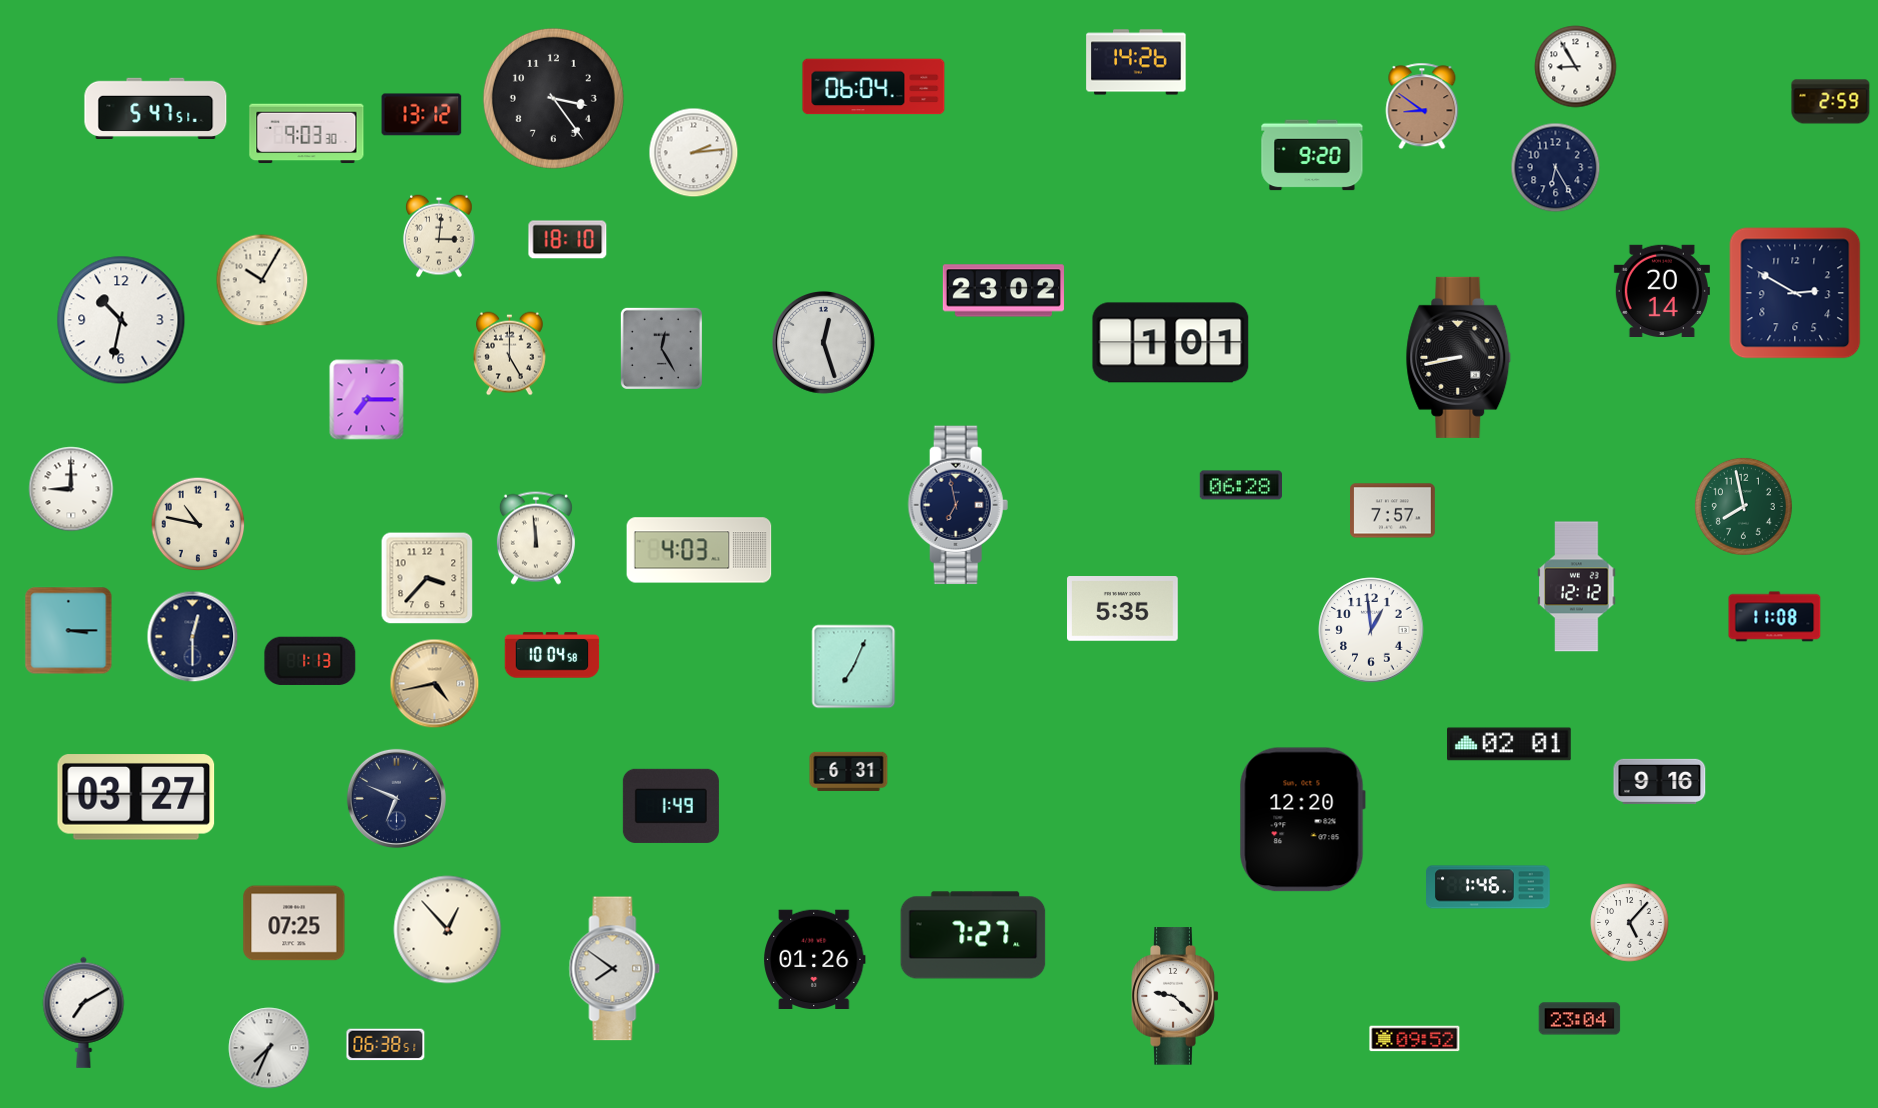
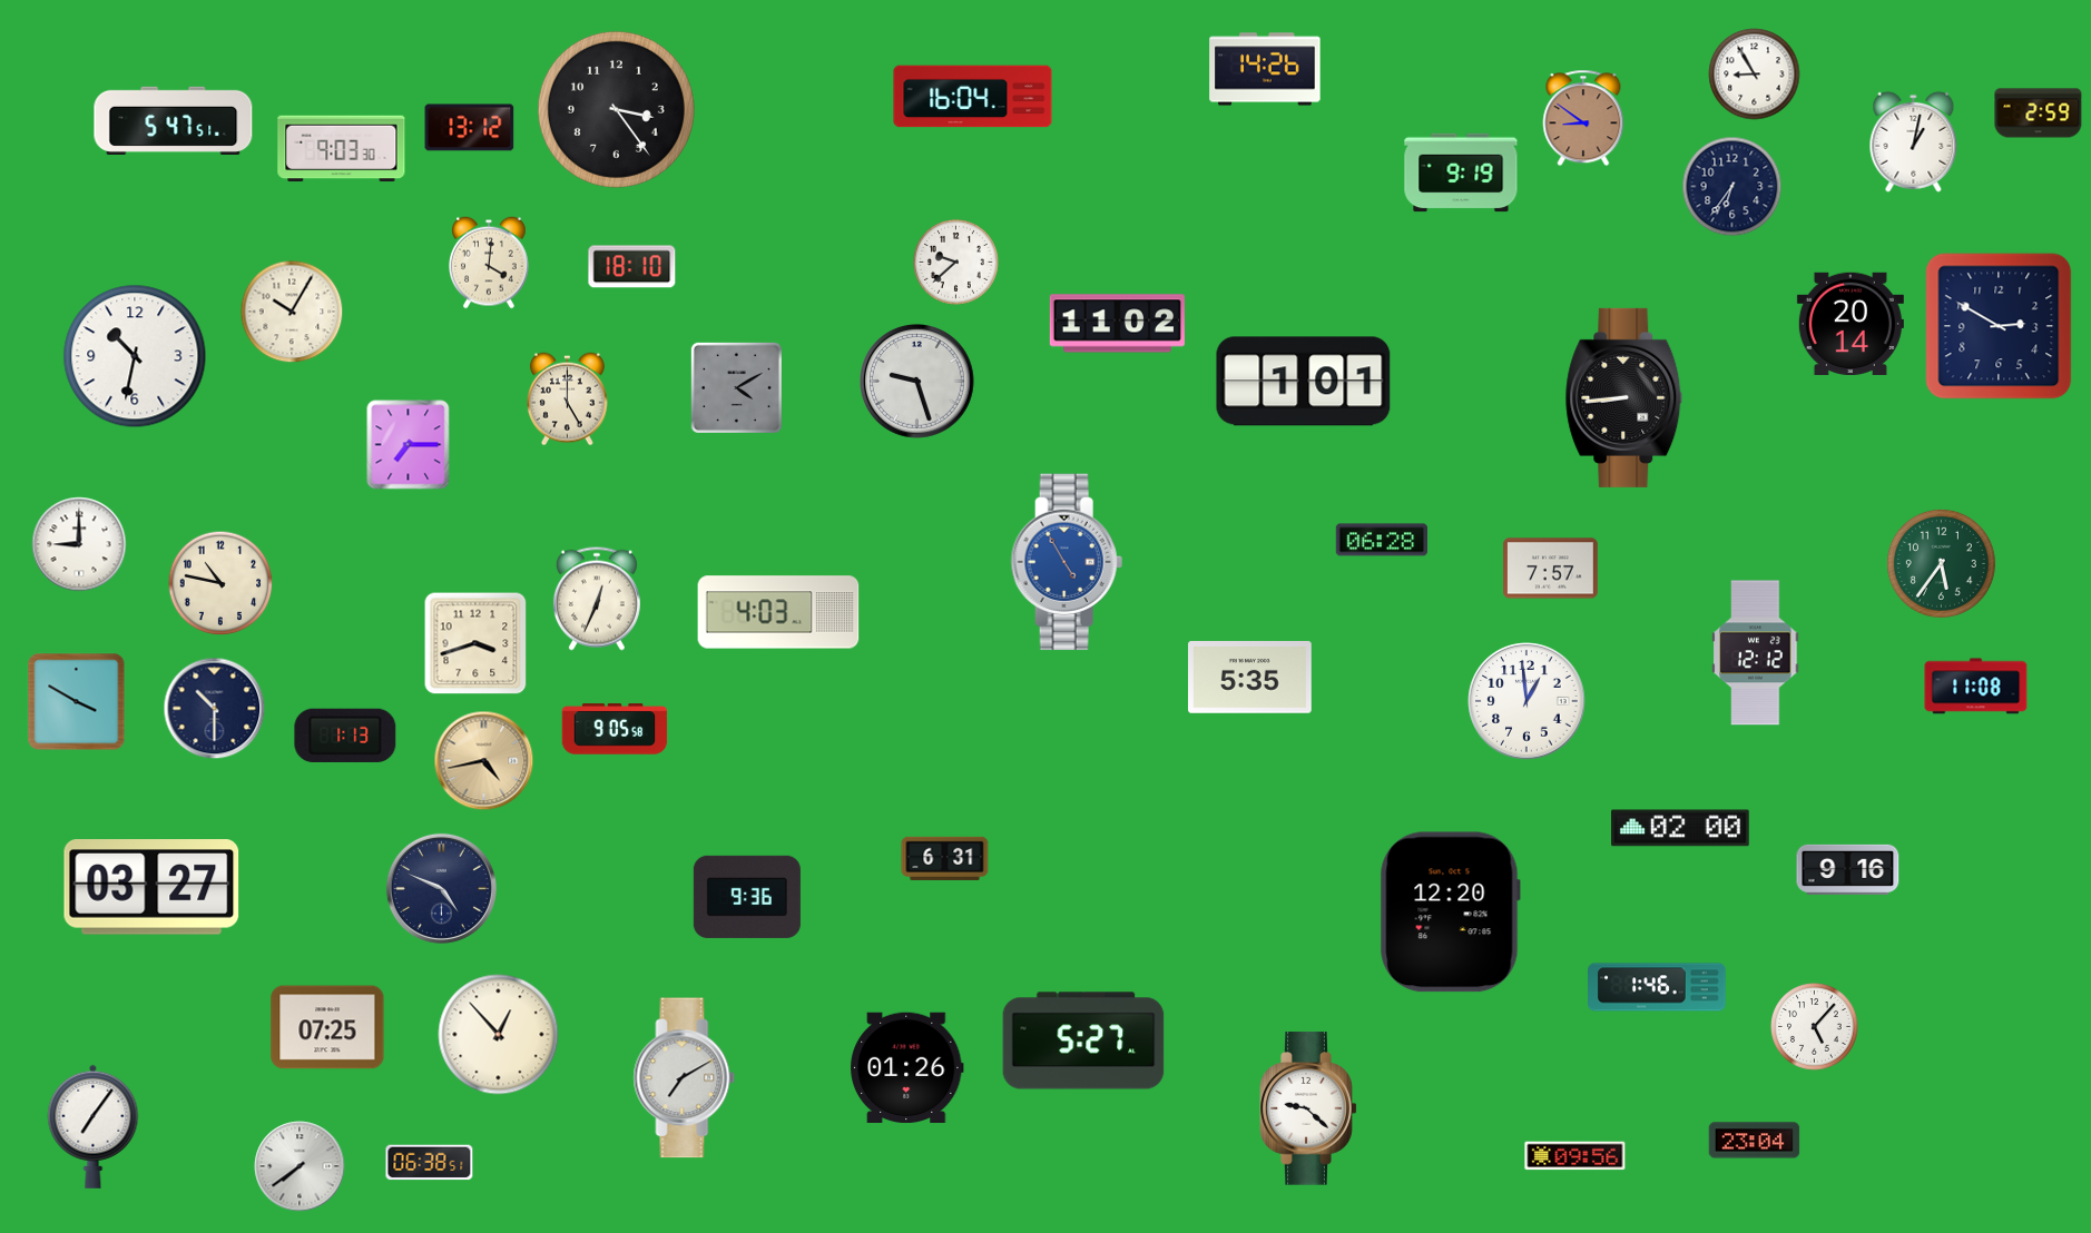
clock at (874, 87): 06:04 -> 16:04
clock at (1914, 141): none -> 1:02
clock at (694, 153): 2:14 -> none
clock at (1312, 155): 9:20 -> 9:19
clock at (1556, 168): 6:25 -> 6:36
clock at (955, 262): none -> 9:38
clock at (440, 236): 3:01 -> 4:01
clock at (1003, 291): 23:02 -> 11:02
clock at (824, 343): 12:27 -> 9:27
clock at (661, 348): 12:25 -> 4:10
clock at (509, 354) position: (509, 354) -> (567, 400)
clock at (1459, 357): 8:43 -> 8:44
clock at (958, 505): 6:58 -> 4:55
clock at (958, 505) dial: navy -> blue
clock at (1743, 506): 7:58 -> 5:36
clock at (536, 538): 11:59 -> 12:34
clock at (427, 578): 3:37 -> 3:42
clock at (69, 631): 3:15 -> 3:50
clock at (193, 637): 12:30 -> 10:30
clock at (552, 655): 10:04 -> 9:05
clock at (854, 667): 7:04 -> none
clock at (1510, 744): 02:01 -> 02:00
clock at (396, 798): 6:49 -> 4:49
clock at (671, 806): 1:49 -> 9:36
clock at (973, 935): 7:27 -> 5:27
clock at (615, 969): 7:51 -> 7:10
clock at (84, 1012): 7:10 -> 7:06
clock at (1580, 1019) position: (1580, 1019) -> (1755, 1141)
clock at (1415, 1039): 09:52 -> 09:56
clock at (269, 1048): 7:34 -> 7:39
